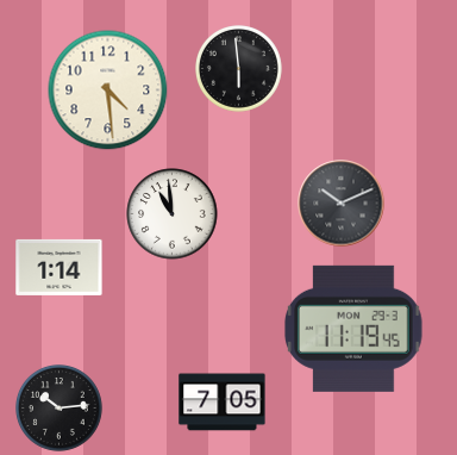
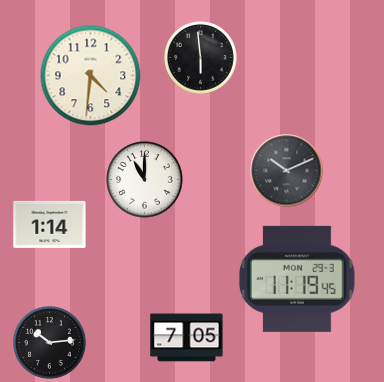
clock at (108, 91): 4:29 -> 4:31
clock at (173, 214): 10:59 -> 11:00
clock at (353, 329) position: (353, 329) -> (297, 279)
